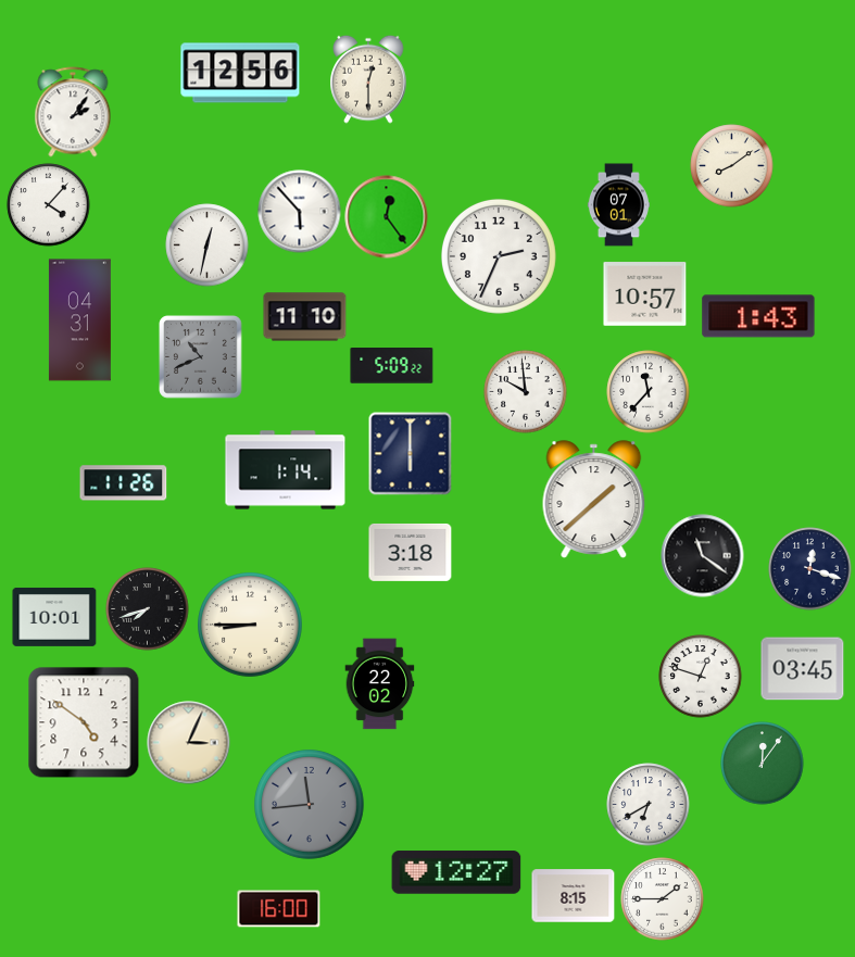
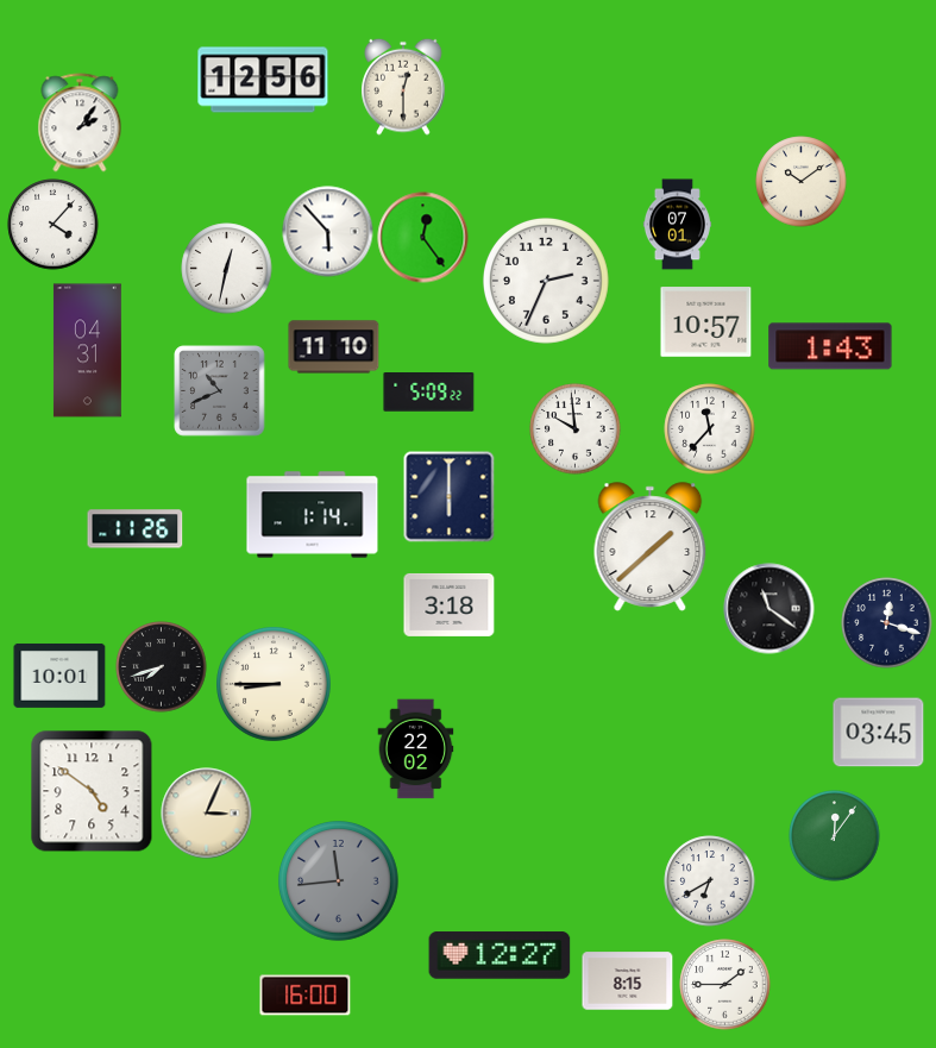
clock at (732, 166): 8:09 -> 10:09
clock at (392, 366) position: (392, 366) -> (429, 393)
clock at (701, 677): 12:48 -> none
